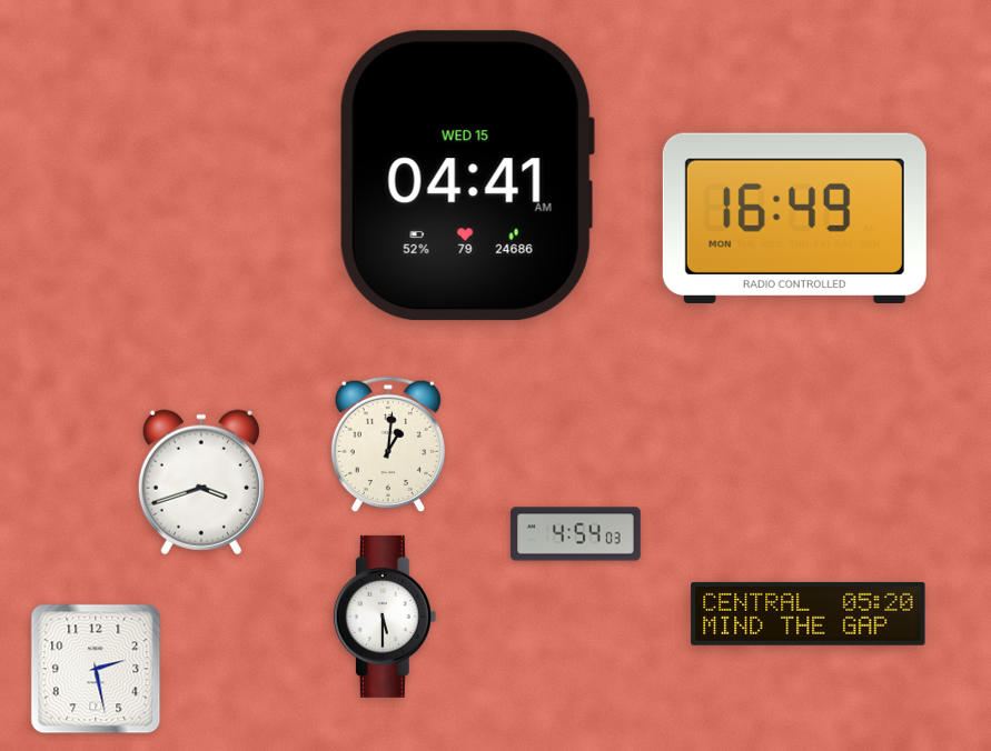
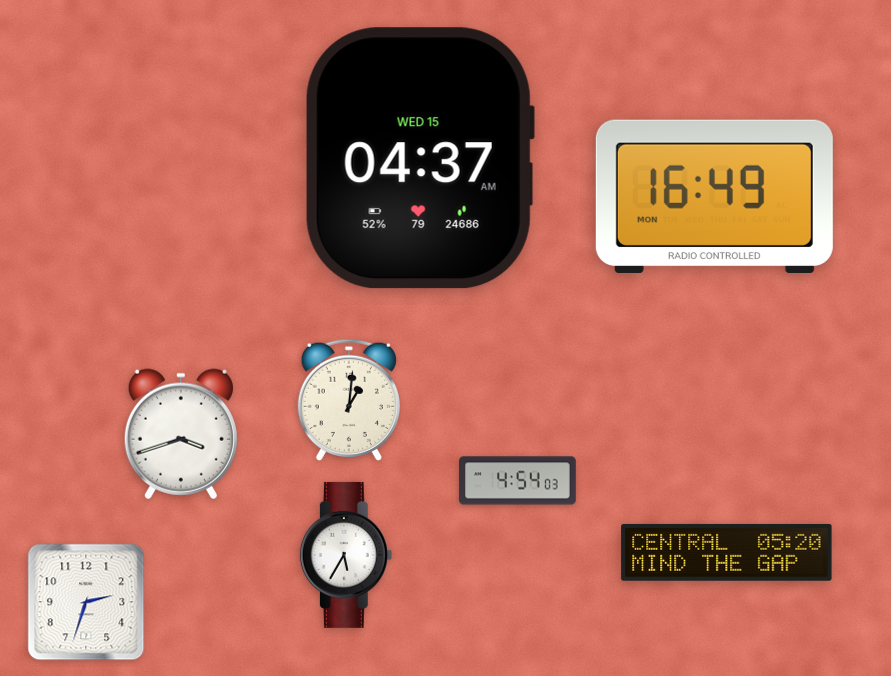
clock at (467, 176): 04:41 -> 04:37
clock at (385, 617): 5:30 -> 5:35
clock at (96, 669): 2:28 -> 2:33
